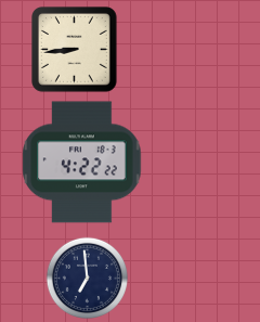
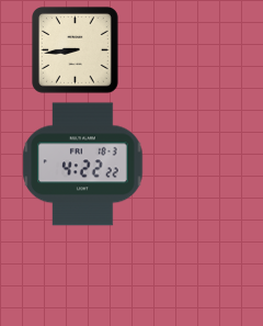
clock at (87, 278): 6:59 -> none
